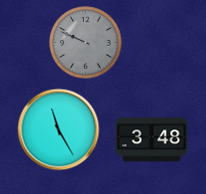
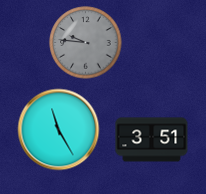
clock at (86, 43): 9:49 -> 9:46
clock at (152, 140): 3:48 -> 3:51
